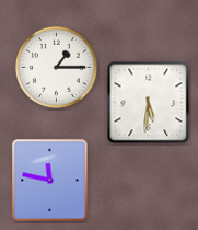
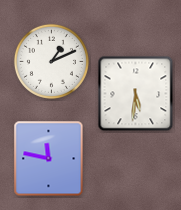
clock at (56, 67): 1:15 -> 1:11
clock at (50, 181) position: (50, 181) -> (49, 159)
